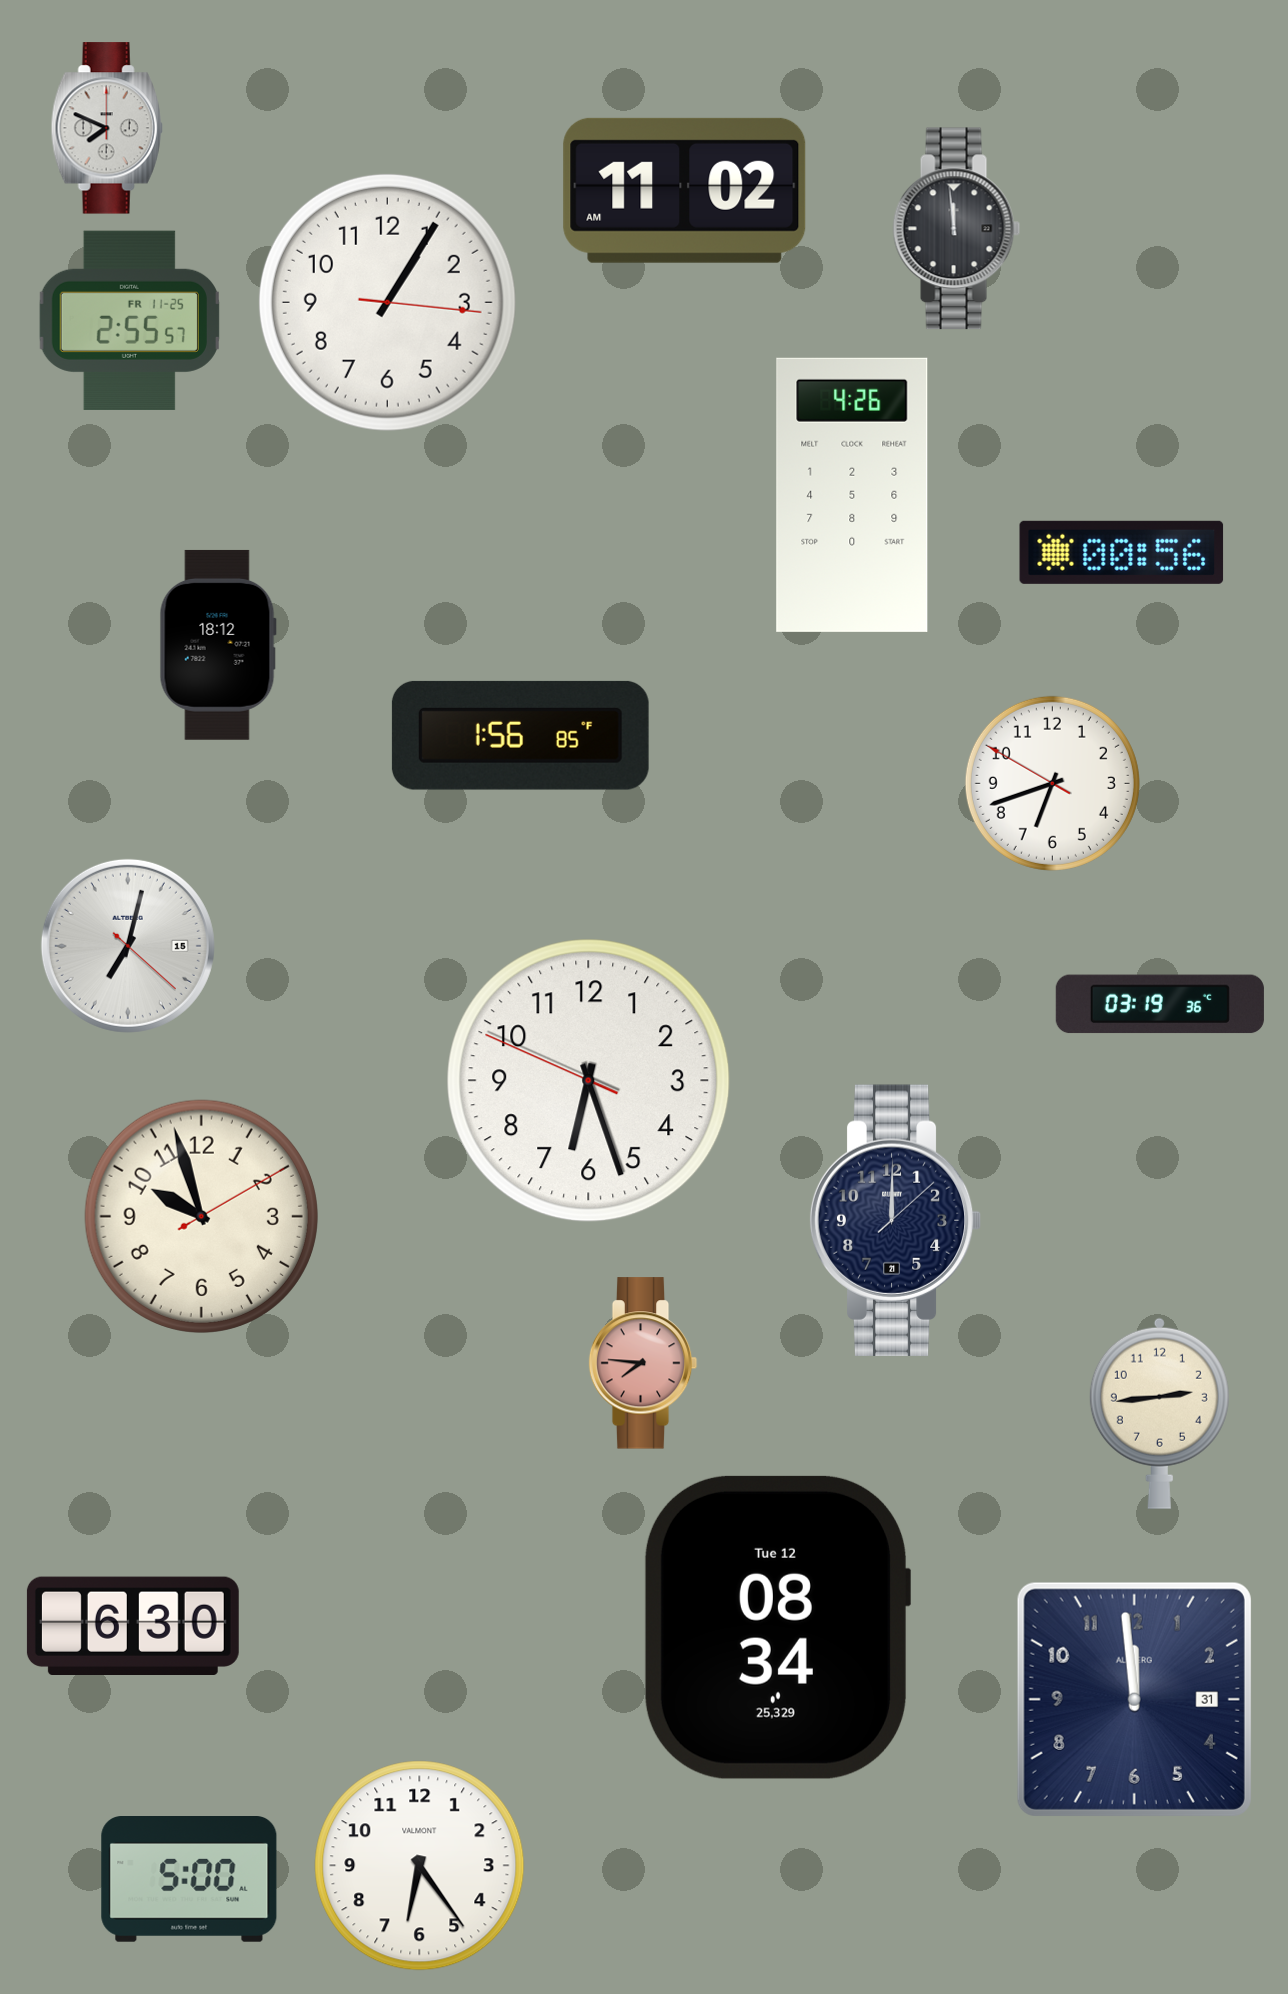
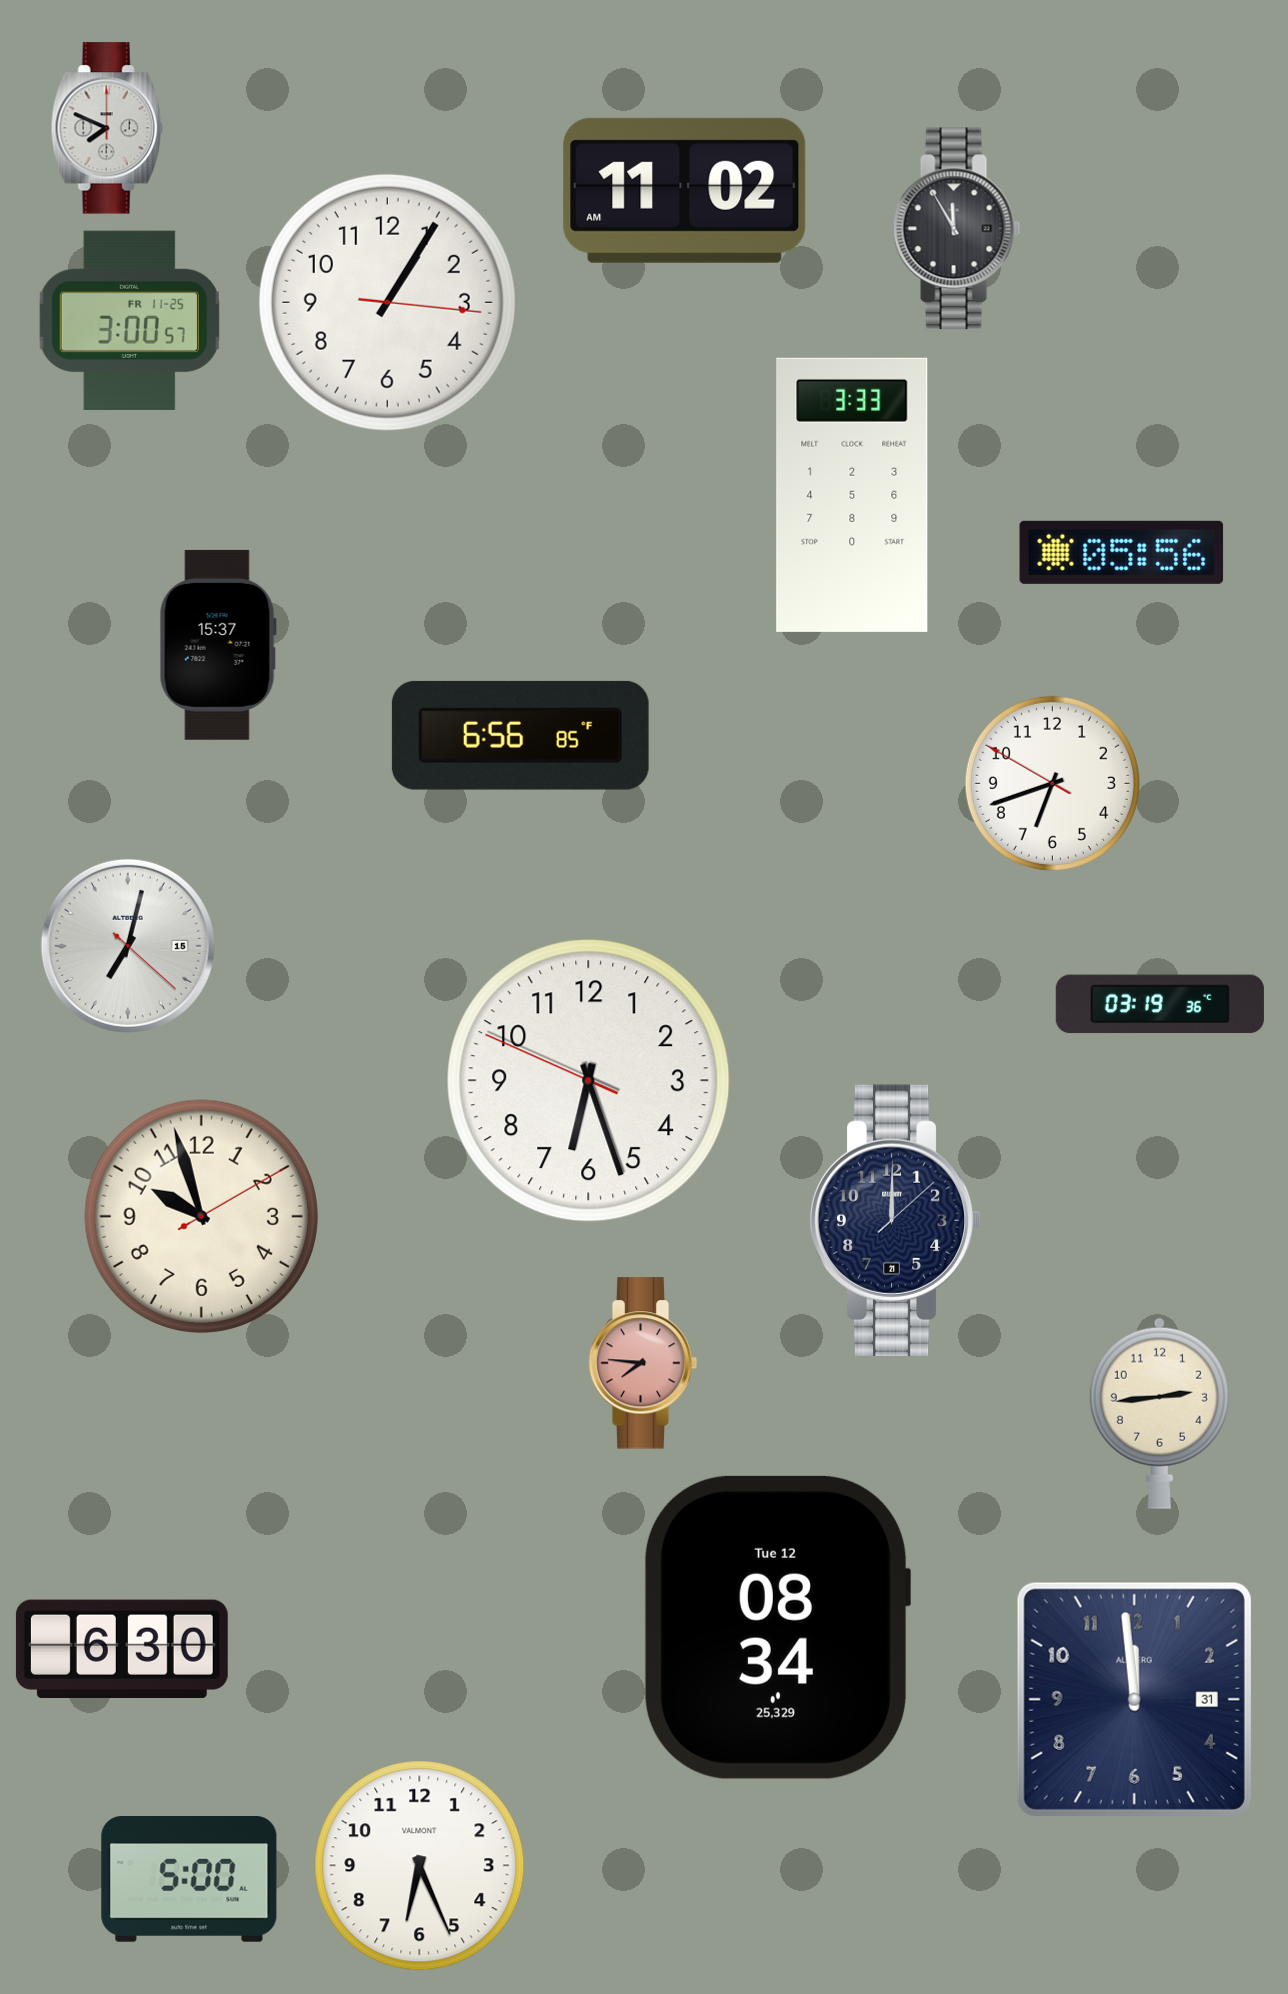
clock at (957, 229): 11:59 -> 11:55
clock at (129, 320): 2:55 -> 3:00
clock at (852, 495): 4:26 -> 3:33
clock at (1122, 552): 00:56 -> 05:56
clock at (218, 645): 18:12 -> 15:37
clock at (520, 735): 1:56 -> 6:56
clock at (133, 1626) position: (133, 1626) -> (122, 1649)
clock at (420, 1866): 6:24 -> 6:26
